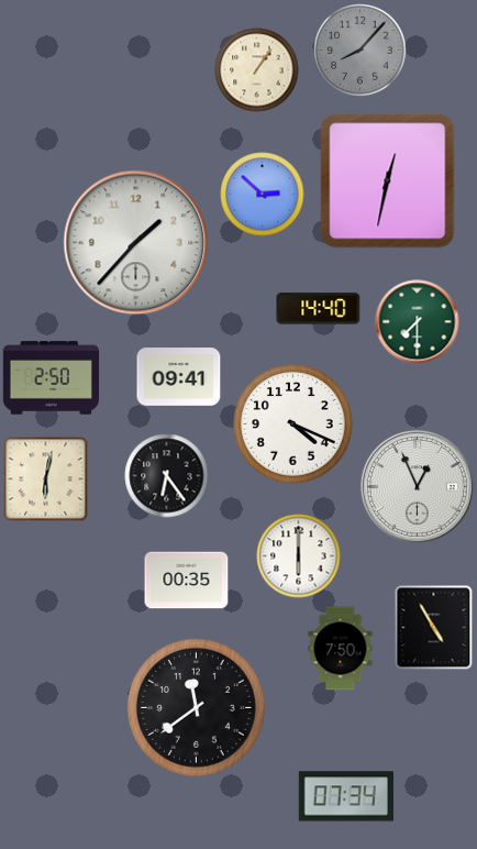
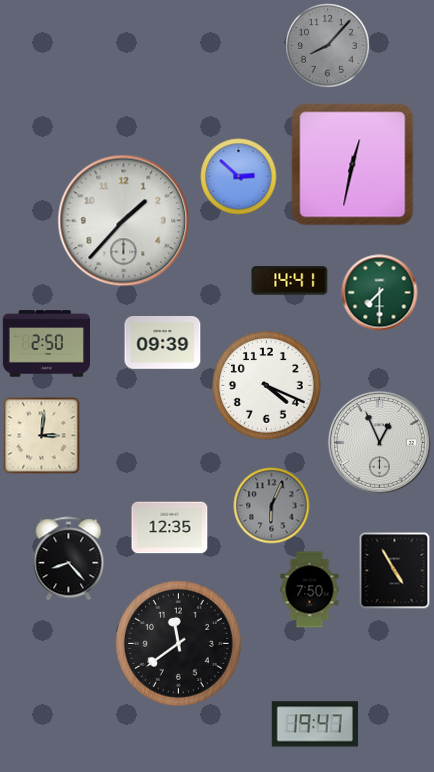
clock at (257, 70): 1:06 -> none
clock at (319, 309): 14:40 -> 14:41
clock at (179, 377): 09:41 -> 09:39
clock at (167, 476): 6:24 -> none
clock at (46, 479): 6:02 -> 3:01
clock at (299, 556): 6:00 -> 6:04
clock at (299, 556) dial: white -> grey
clock at (187, 581): 00:35 -> 12:35
clock at (69, 559): none -> 8:23
clock at (346, 796): 07:34 -> 19:47
